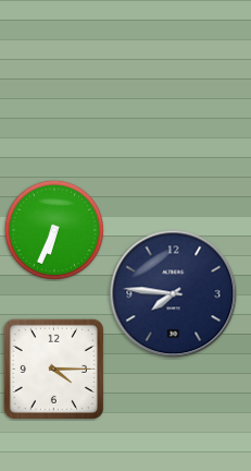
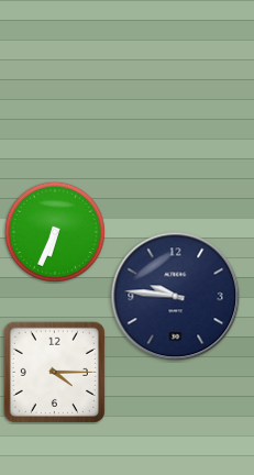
clock at (174, 294): 7:46 -> 9:46
